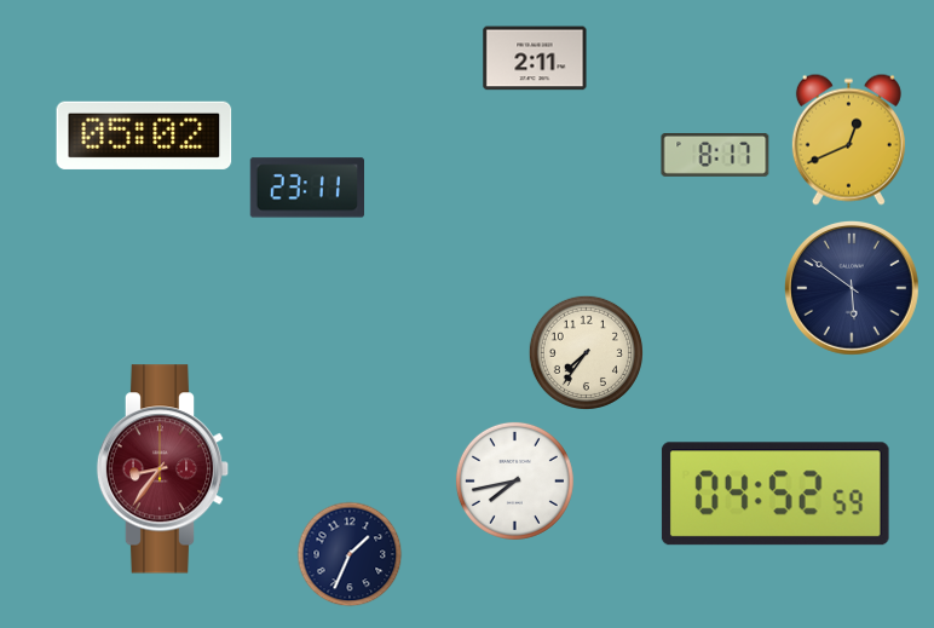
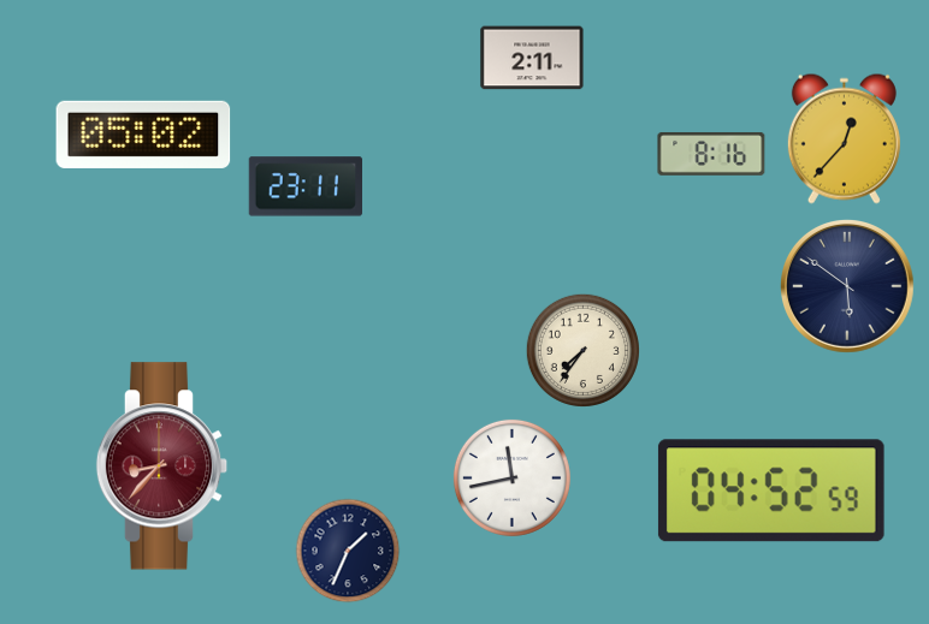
clock at (848, 139): 12:41 -> 12:37
clock at (715, 155): 8:17 -> 8:16
clock at (163, 469): 8:36 -> 8:37
clock at (514, 480): 7:43 -> 11:43
